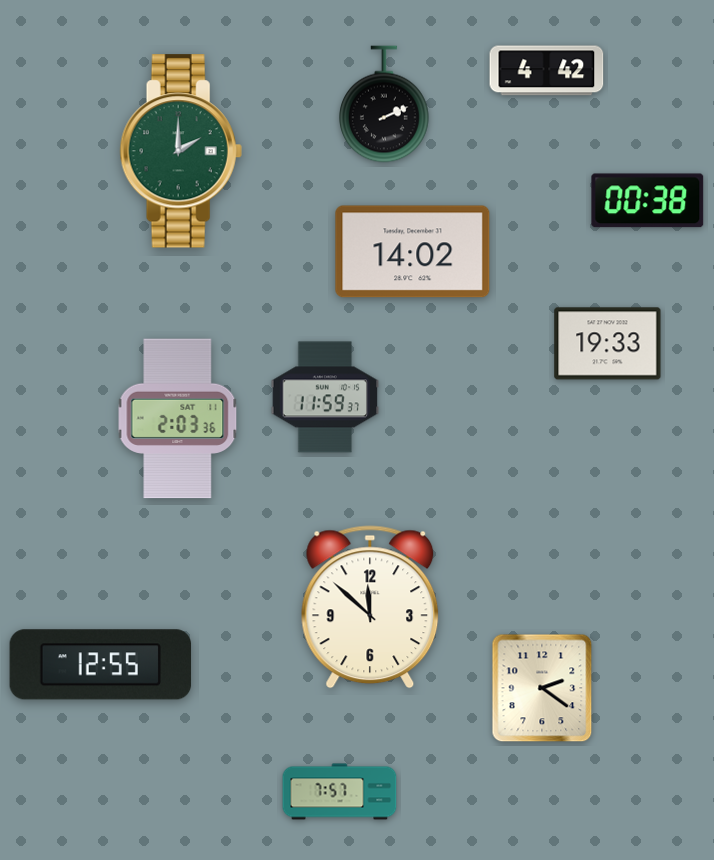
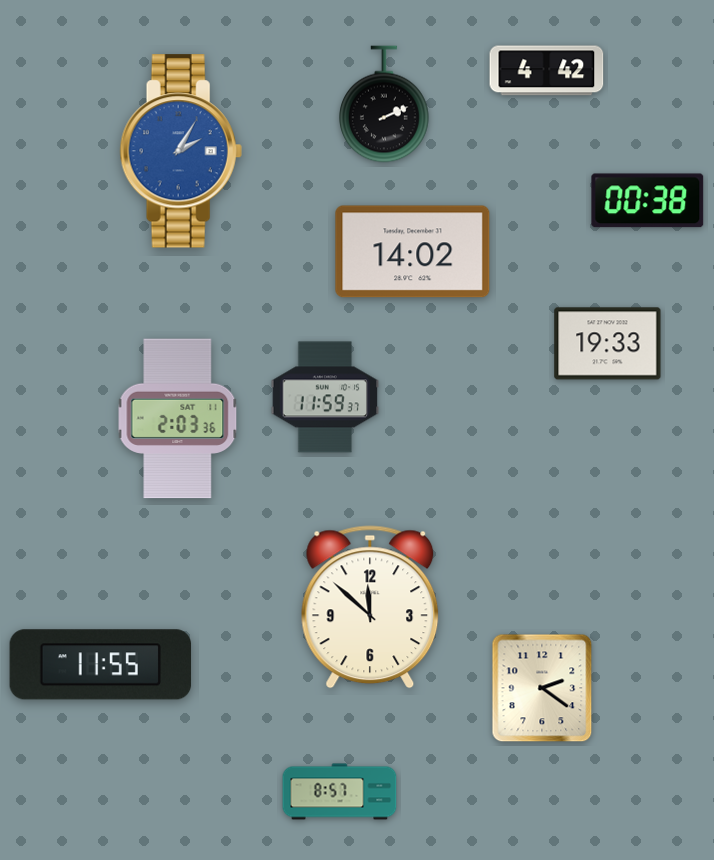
clock at (181, 151): 2:00 -> 2:05
clock at (181, 151) dial: green -> blue
clock at (101, 665): 12:55 -> 11:55
clock at (340, 792): 7:57 -> 8:57
